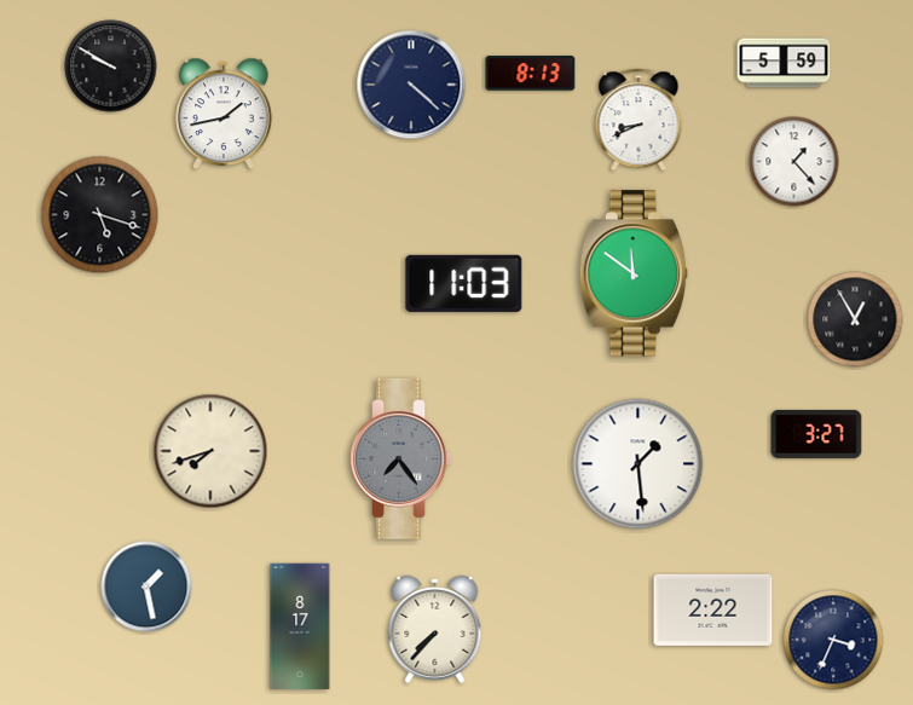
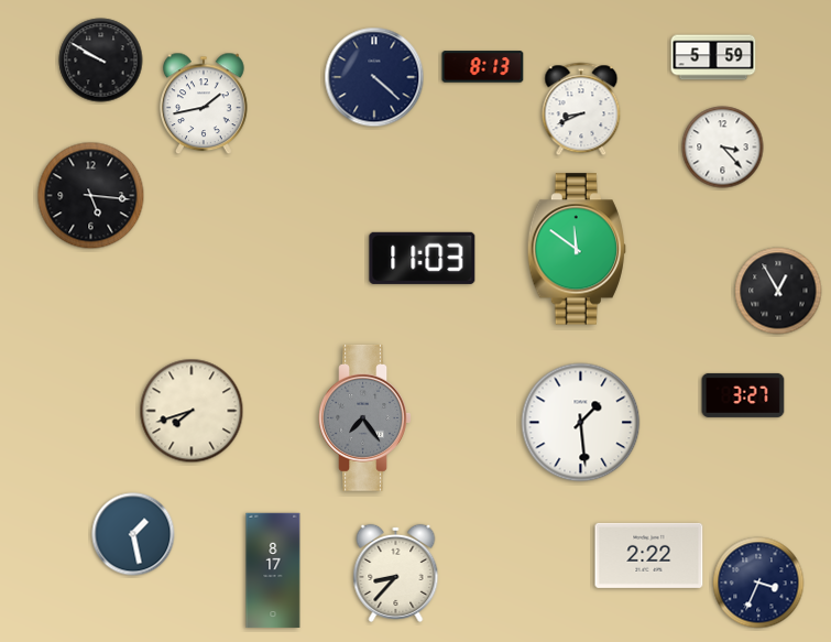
clock at (794, 162): 1:23 -> 3:23
clock at (100, 215): 5:18 -> 5:16
clock at (435, 629): 7:37 -> 8:37
